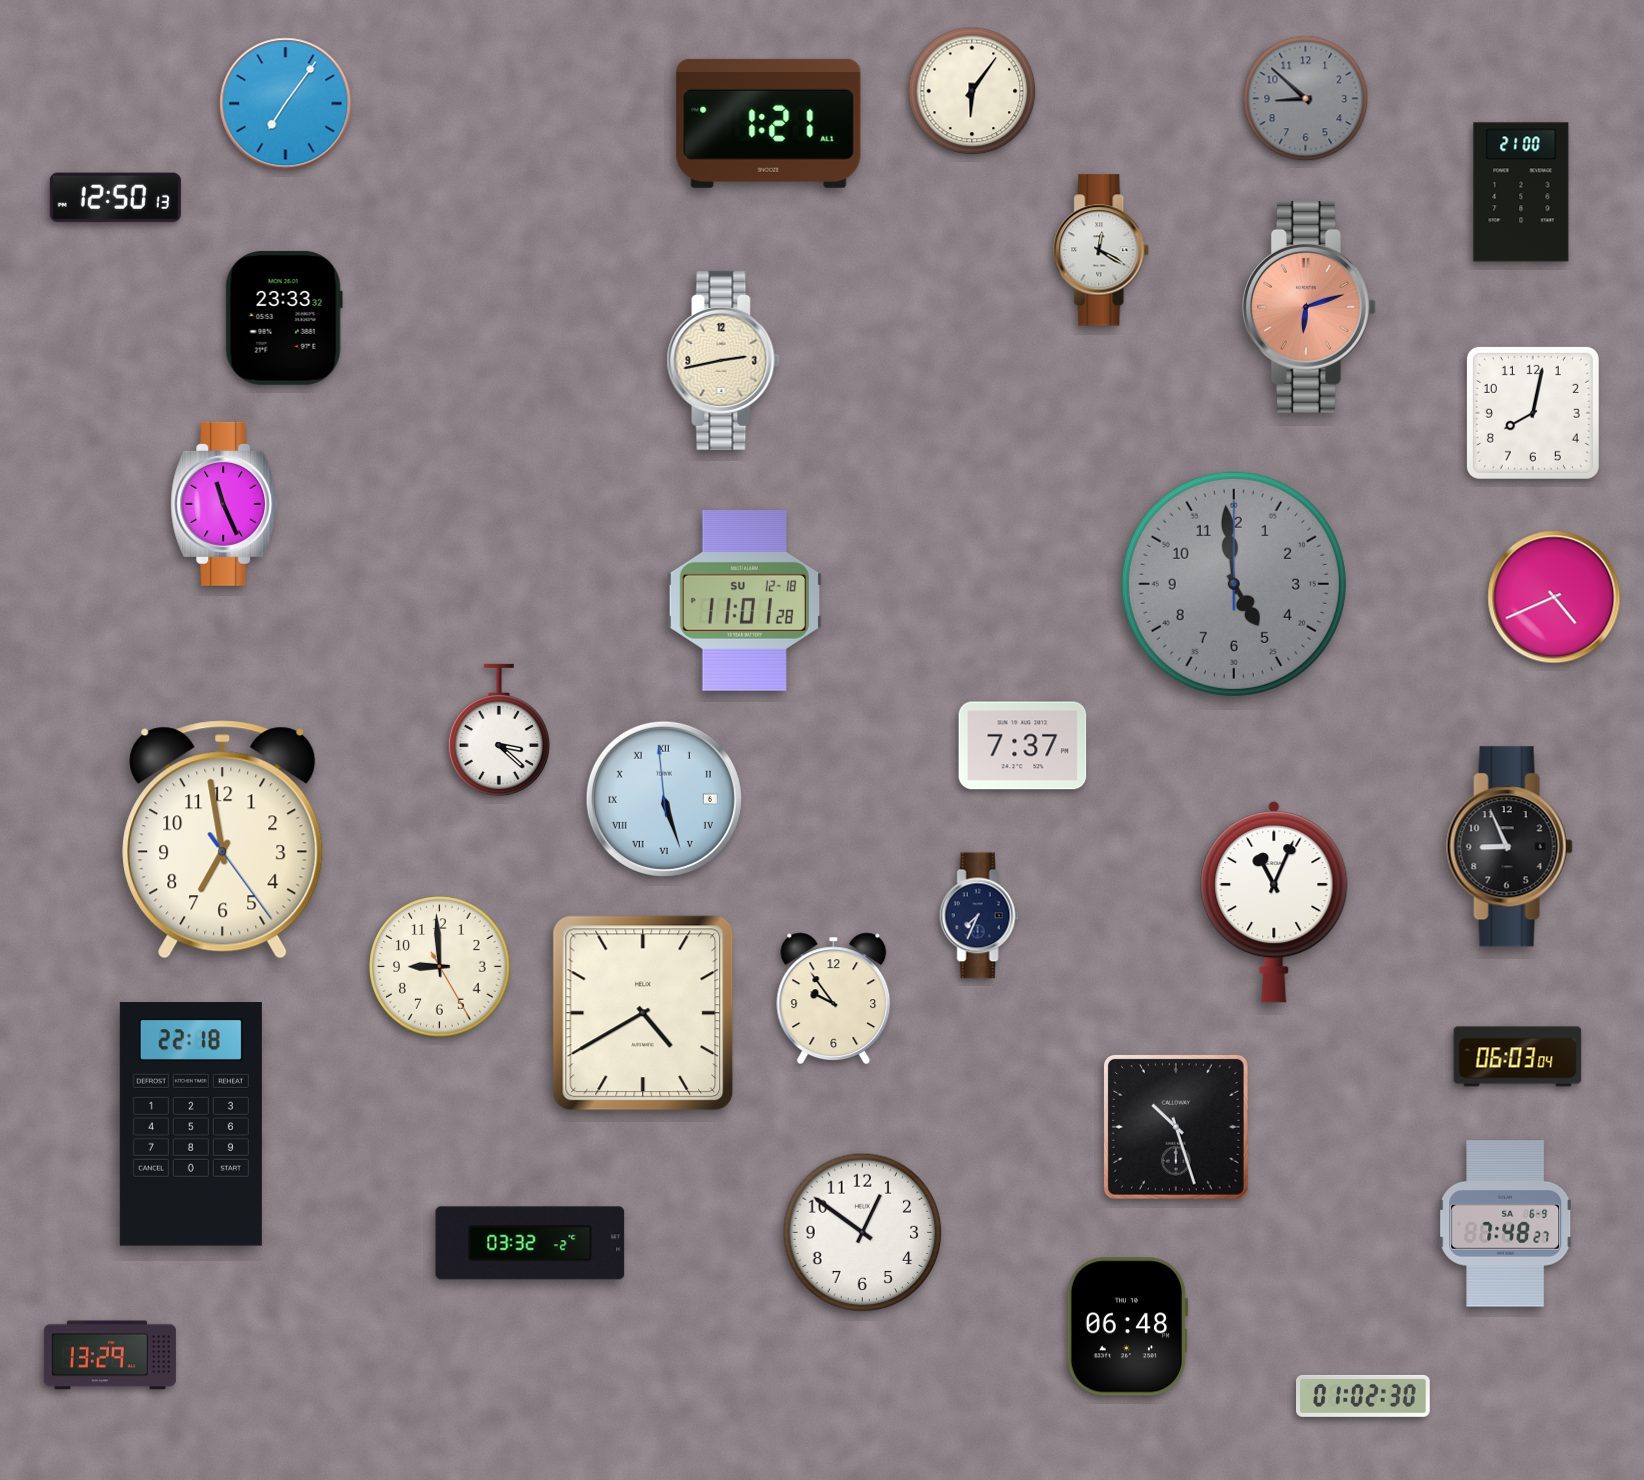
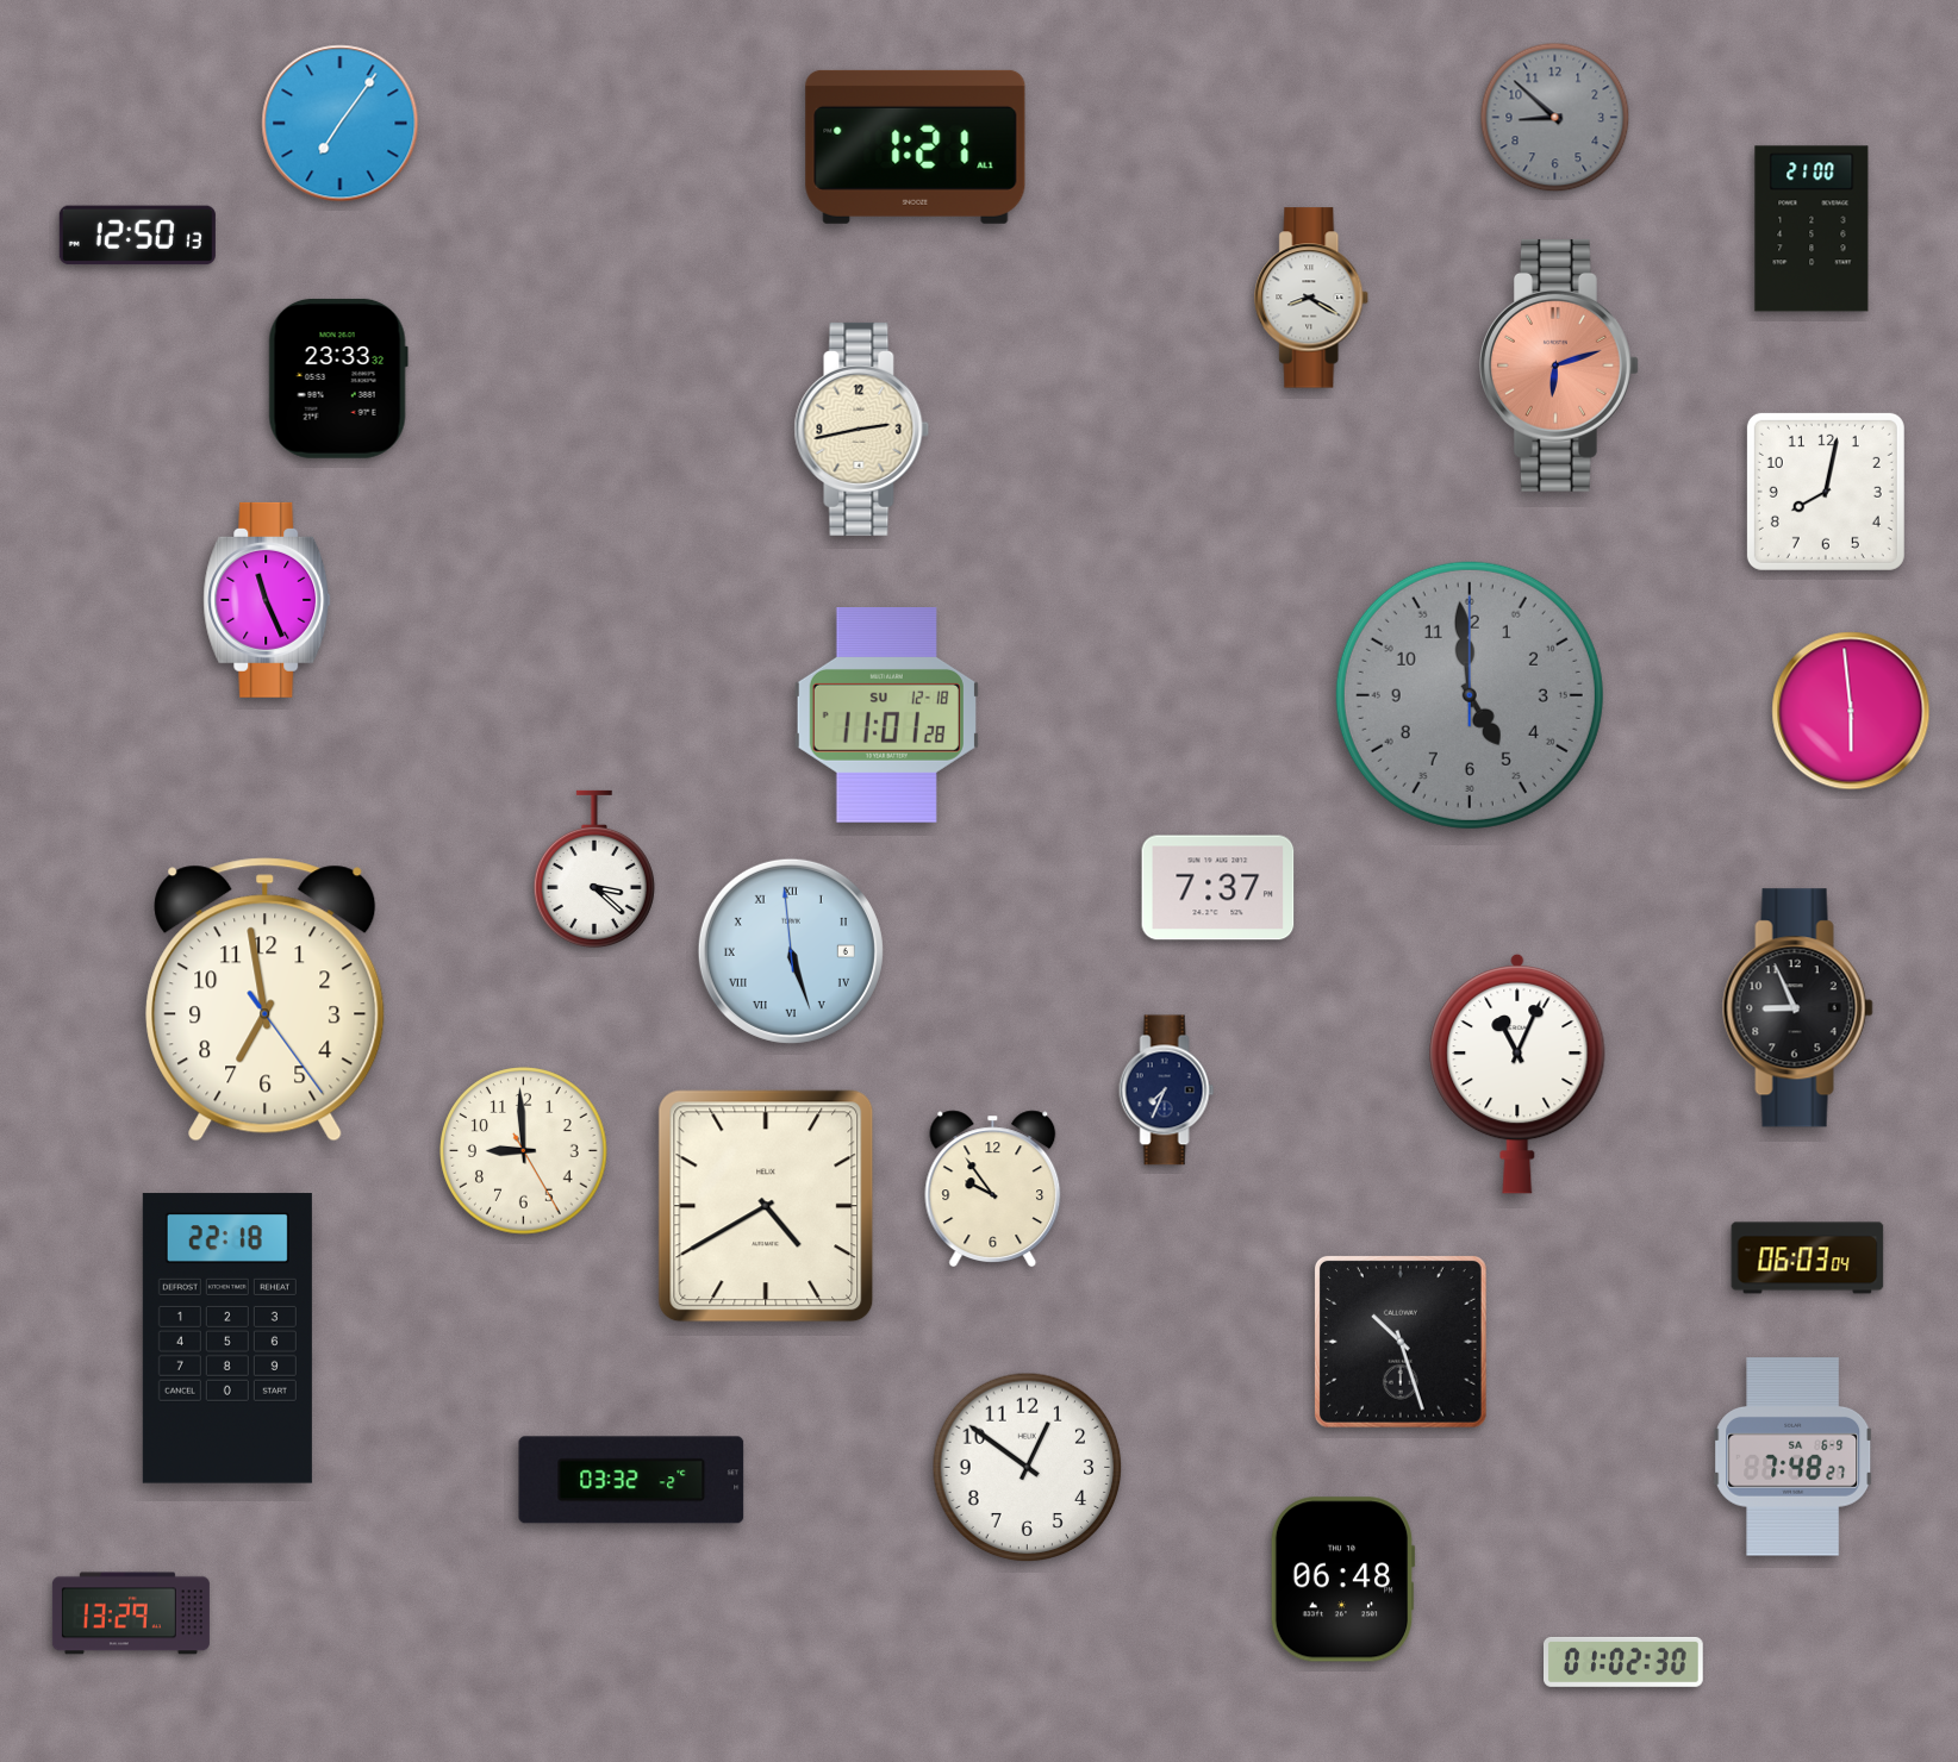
clock at (972, 91): 6:06 -> none
clock at (1102, 250): 12:20 -> 8:20
clock at (1554, 597): 4:41 -> 5:59
